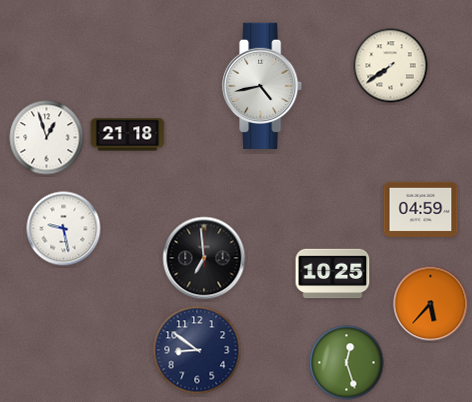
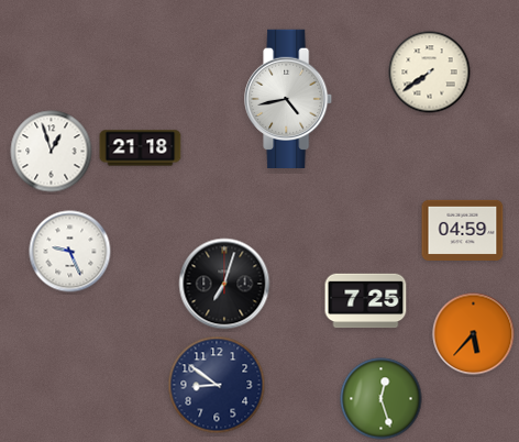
clock at (263, 85) position: (263, 85) -> (289, 98)
clock at (64, 229): 9:28 -> 9:26
clock at (204, 258): 6:59 -> 7:03
clock at (333, 274): 10:25 -> 7:25
